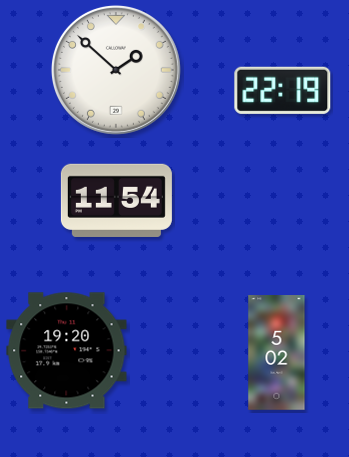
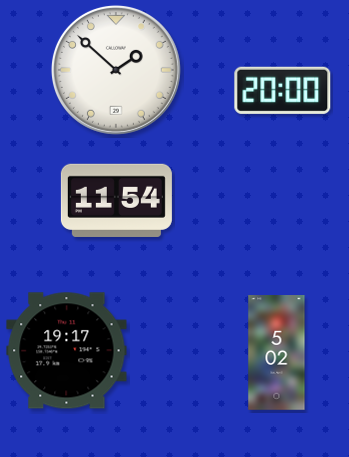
clock at (283, 90): 22:19 -> 20:00
clock at (67, 351): 19:20 -> 19:17
